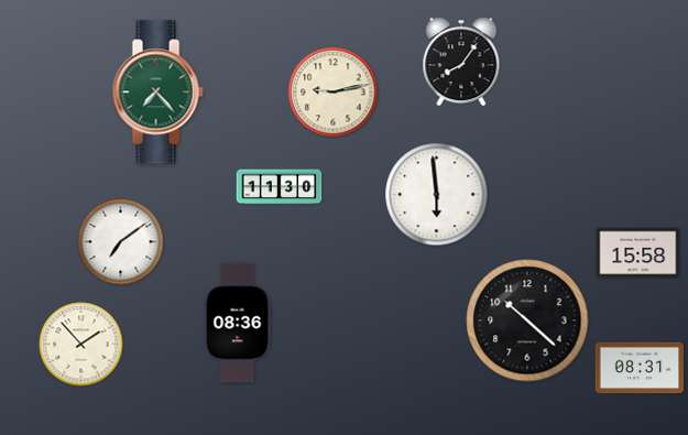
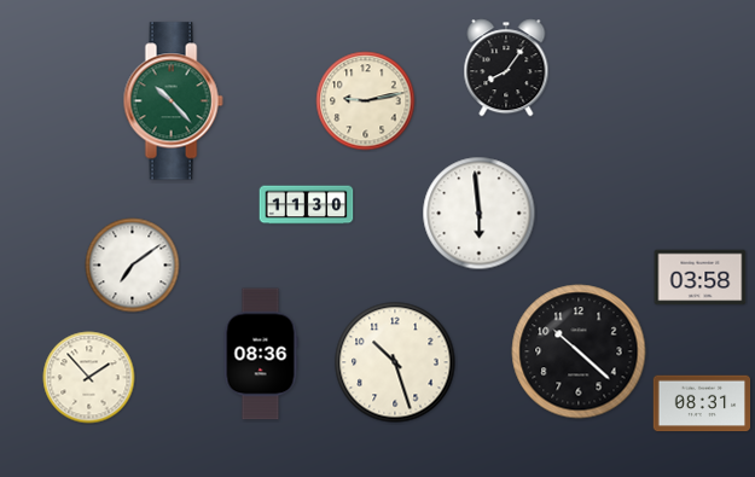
clock at (157, 93): 7:23 -> 10:23
clock at (638, 253): 15:58 -> 03:58
clock at (395, 362): none -> 10:27
